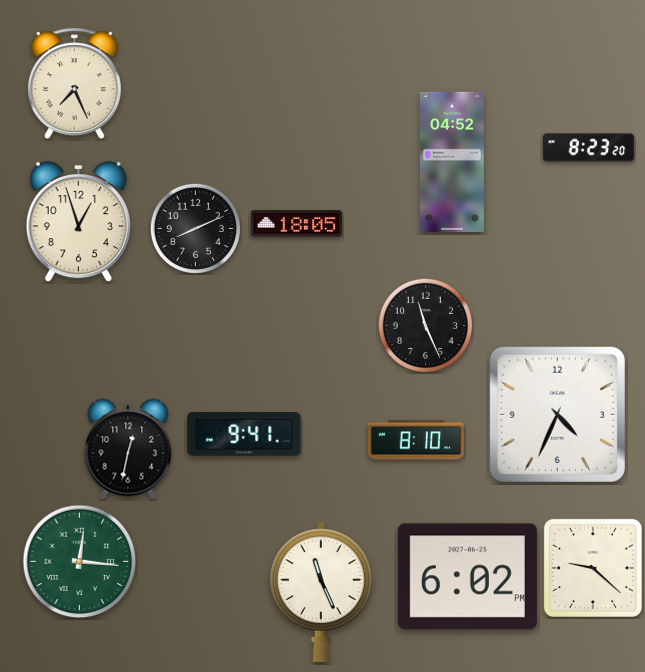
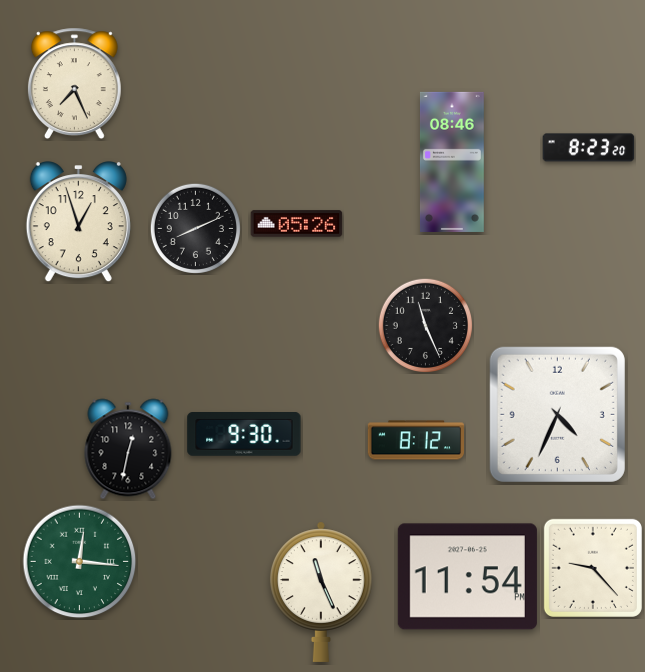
clock at (452, 162): 04:52 -> 08:46
clock at (297, 224): 18:05 -> 05:26
clock at (244, 435): 9:41 -> 9:30
clock at (416, 440): 8:10 -> 8:12
clock at (593, 568): 9:22 -> 9:23
clock at (467, 577): 6:02 -> 11:54
